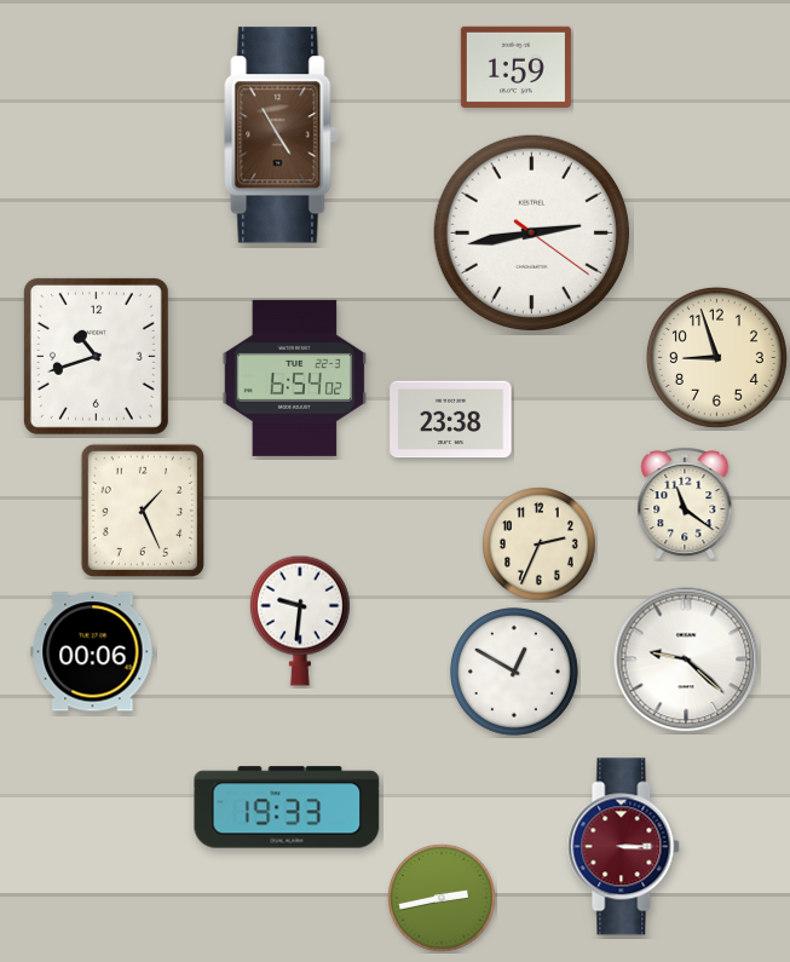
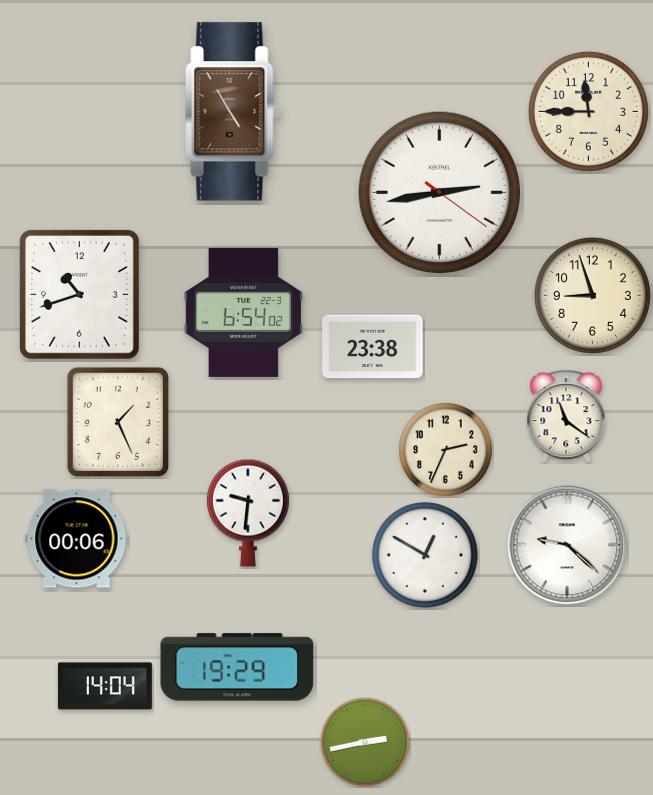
clock at (515, 67): 1:59 -> none
clock at (588, 111): none -> 11:45
clock at (287, 807): 19:33 -> 19:29
clock at (105, 686): none -> 14:04
clock at (624, 847): 3:15 -> none
